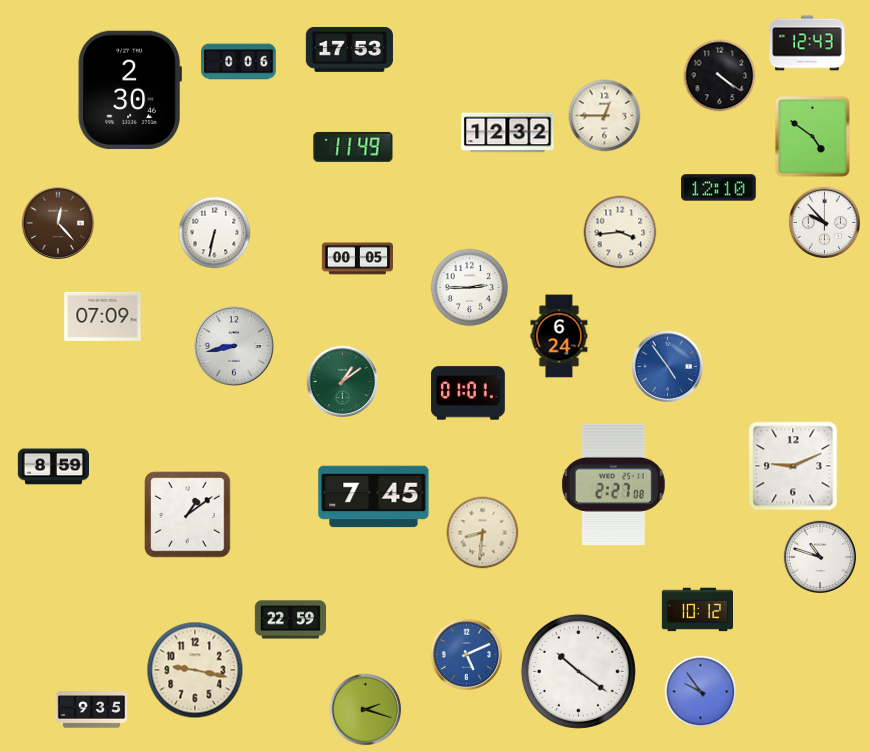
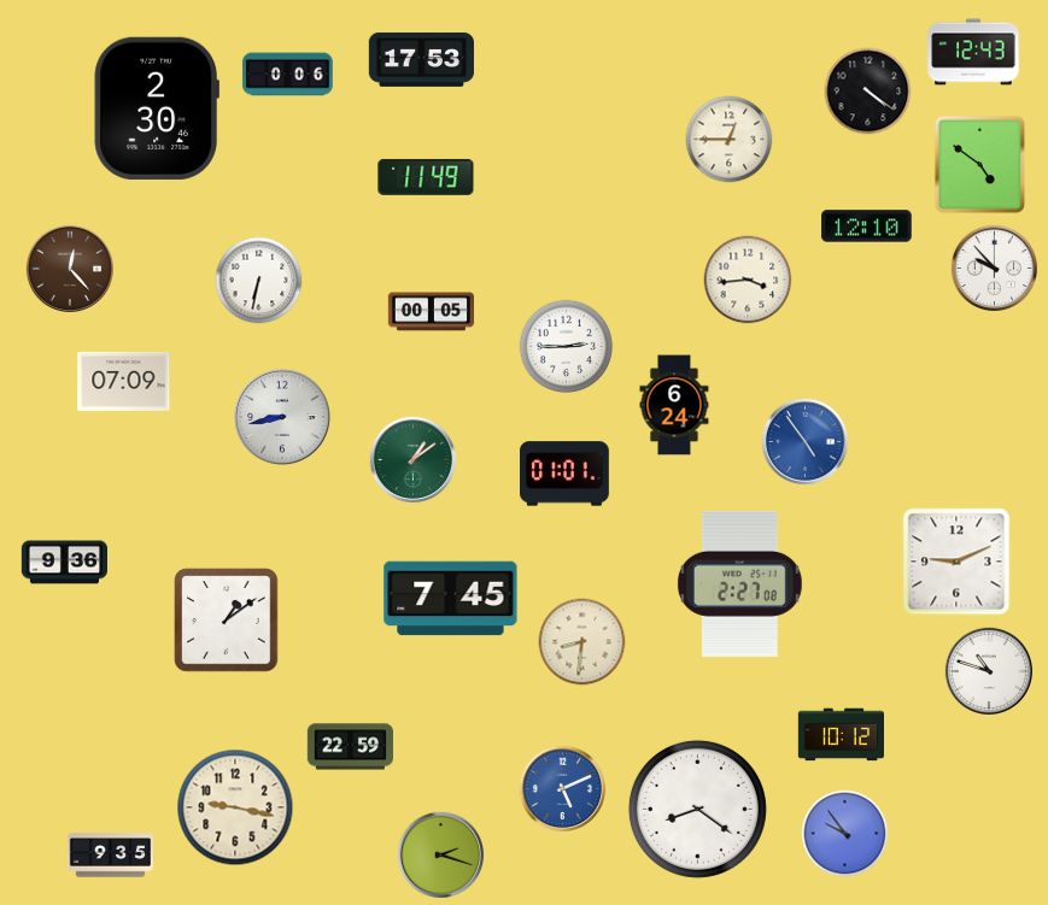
clock at (508, 133): 12:32 -> none
clock at (53, 467): 8:59 -> 9:36
clock at (578, 671): 10:21 -> 8:21
